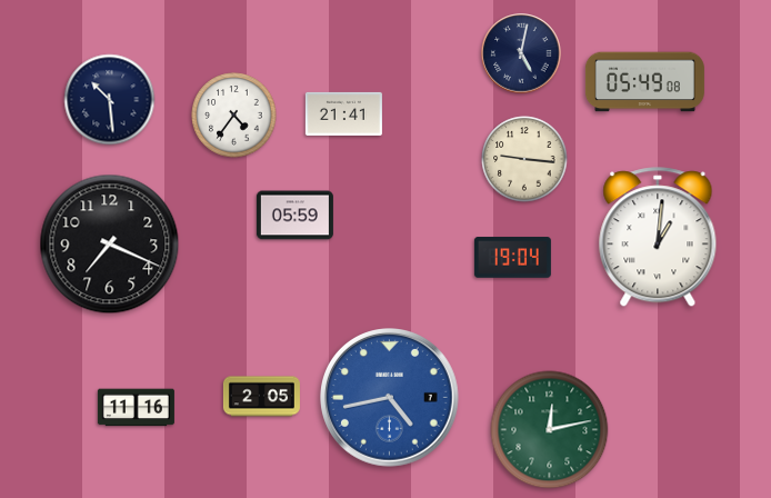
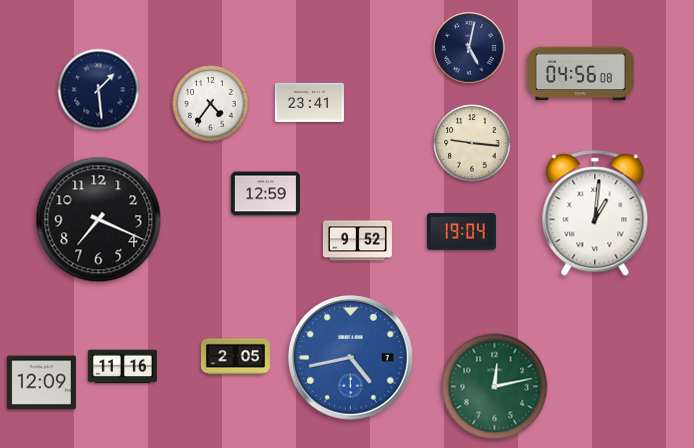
clock at (644, 82): 05:49 -> 04:56
clock at (110, 100): 10:29 -> 1:29
clock at (343, 113): 21:41 -> 23:41
clock at (294, 216): 05:59 -> 12:59
clock at (658, 238) position: (658, 238) -> (595, 214)
clock at (357, 241): none -> 9:52
clock at (41, 383): none -> 12:09
